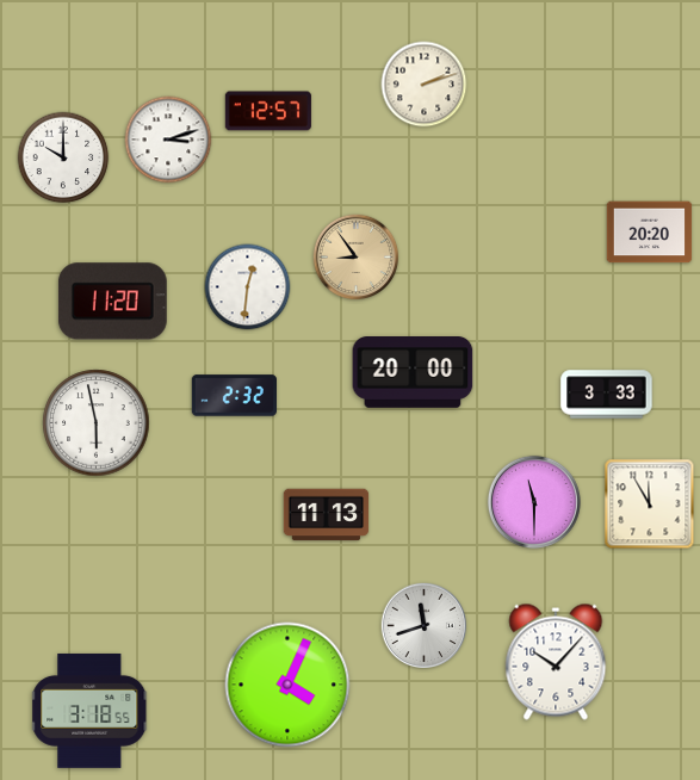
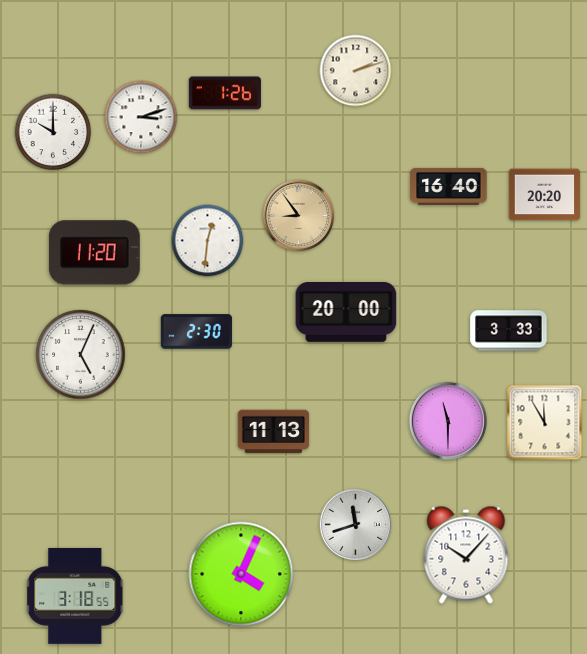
clock at (268, 111): 12:57 -> 1:26
clock at (449, 186): none -> 16:40
clock at (234, 396): 2:32 -> 2:30
clock at (97, 423): 5:58 -> 5:04
